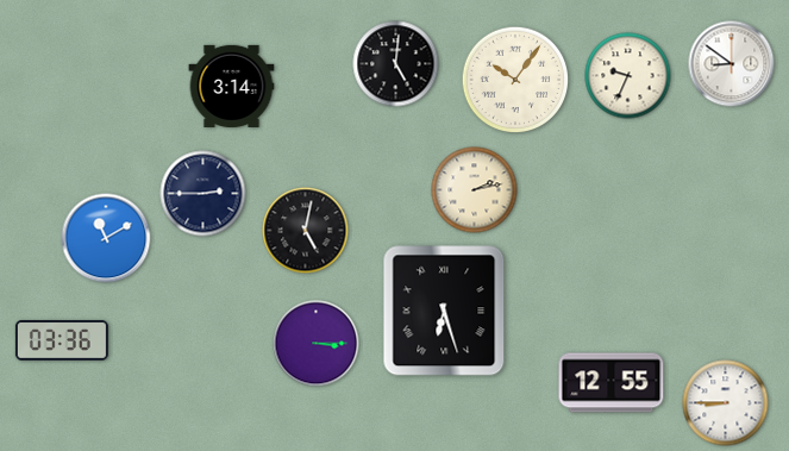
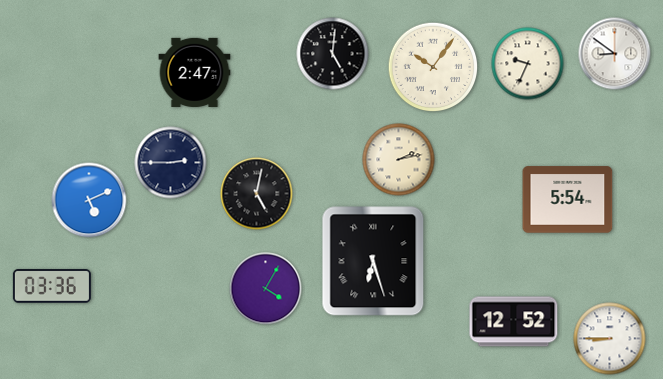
clock at (232, 86): 3:14 -> 2:47
clock at (106, 238): 11:10 -> 5:11
clock at (568, 200): none -> 5:54
clock at (317, 344): 3:15 -> 4:05
clock at (612, 383): 12:55 -> 12:52
